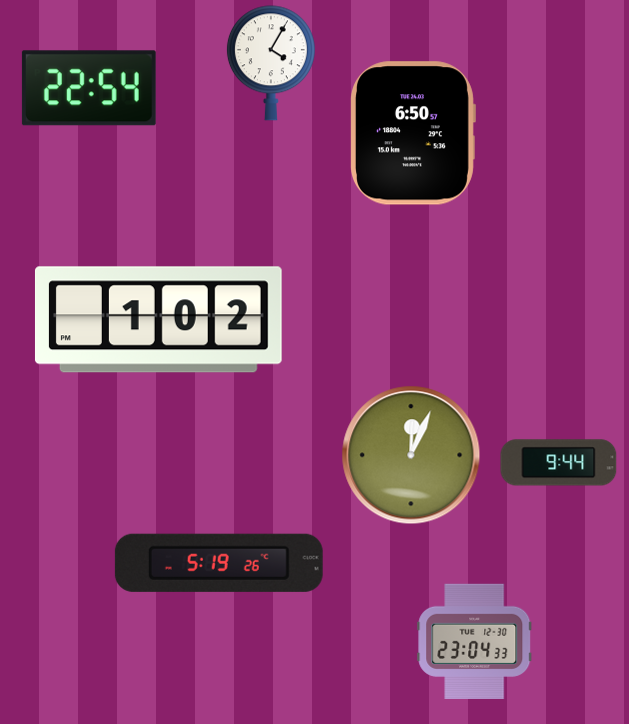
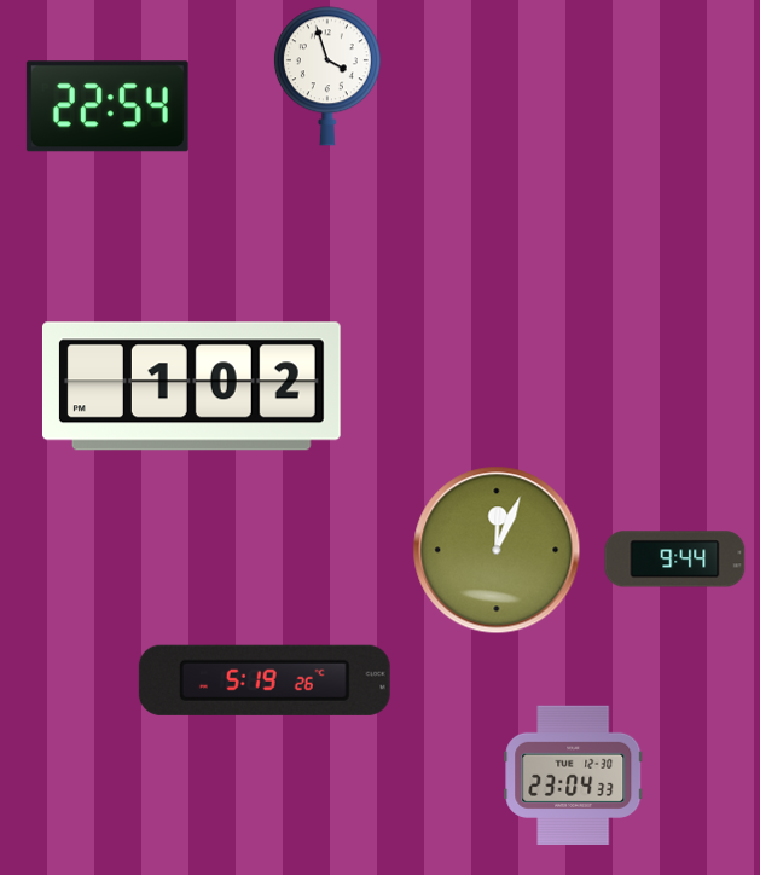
clock at (271, 63): 4:05 -> 3:57
clock at (413, 133): 6:50 -> none
